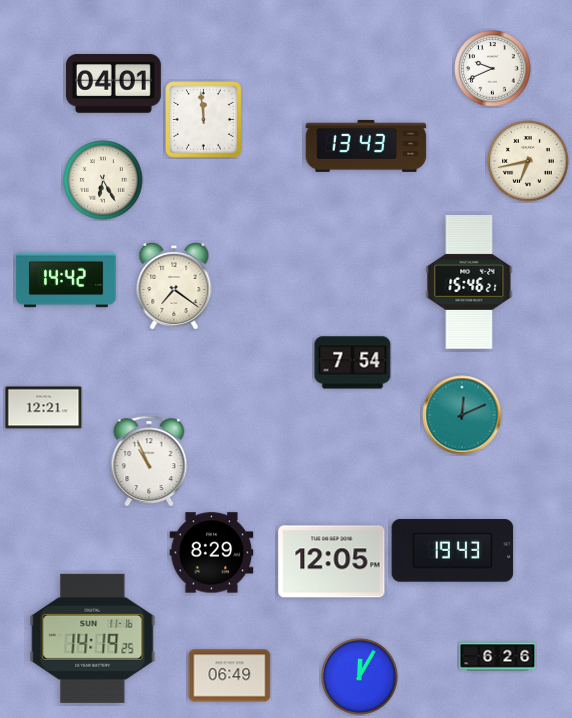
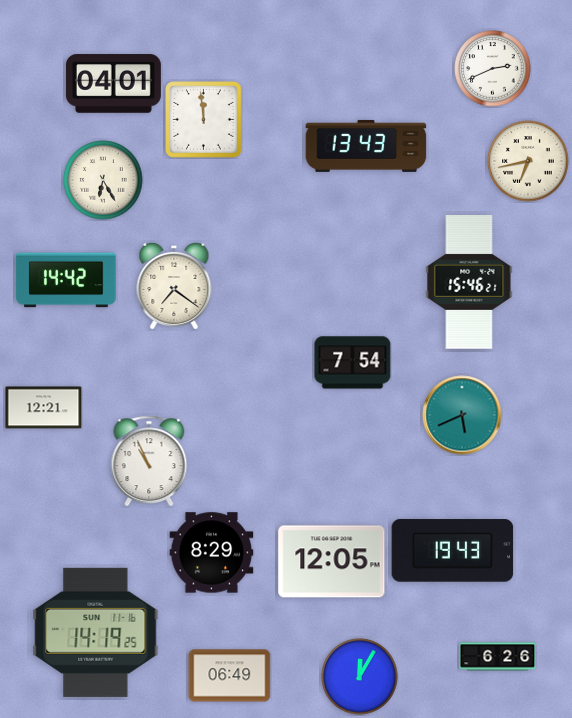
clock at (493, 69): 9:41 -> 2:41
clock at (462, 415): 12:11 -> 5:41
clock at (93, 638) position: (93, 638) -> (96, 632)
